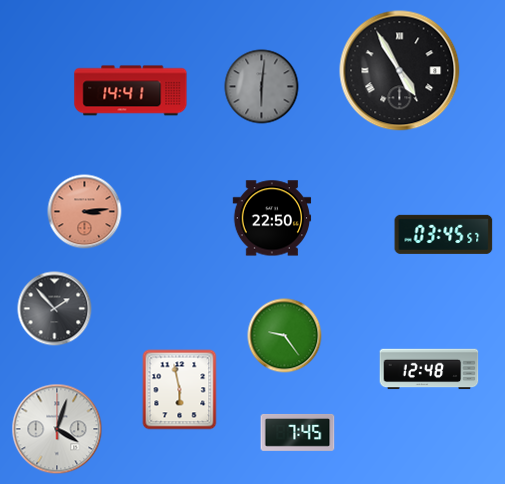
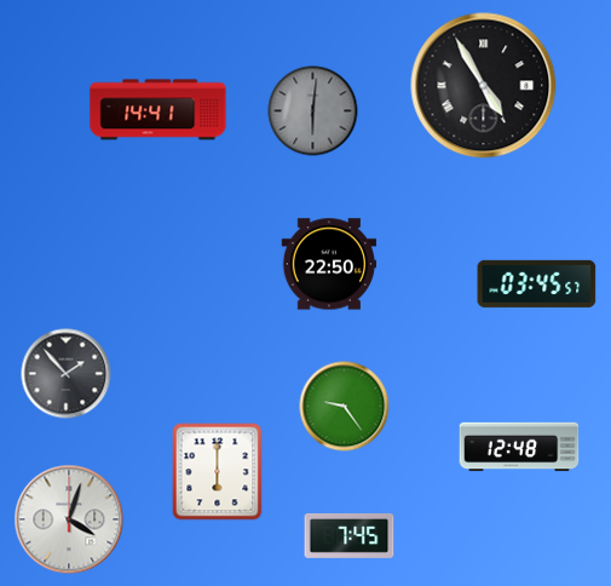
clock at (262, 87) position: (262, 87) -> (313, 111)
clock at (85, 212): 3:14 -> none
clock at (180, 390): 5:58 -> 6:00
clock at (298, 432) position: (298, 432) -> (350, 535)
